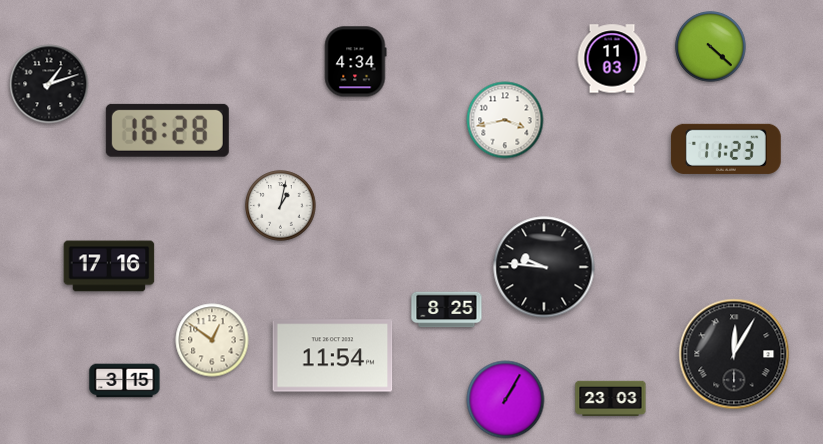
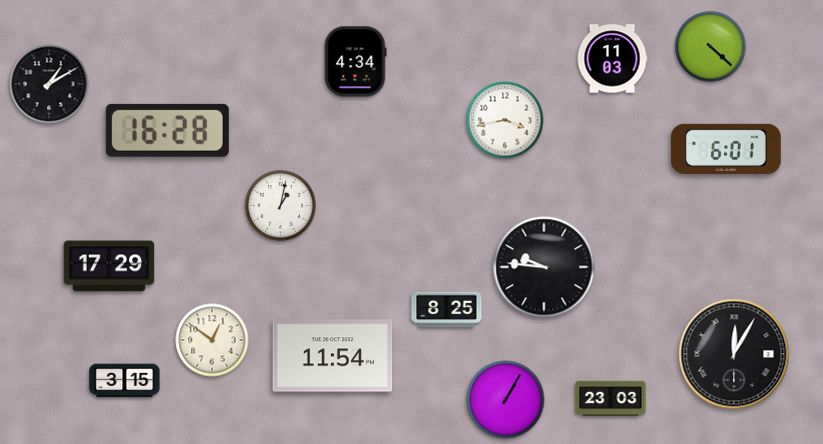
clock at (49, 84): 1:12 -> 1:10
clock at (726, 149): 11:23 -> 6:01
clock at (109, 266): 17:16 -> 17:29
